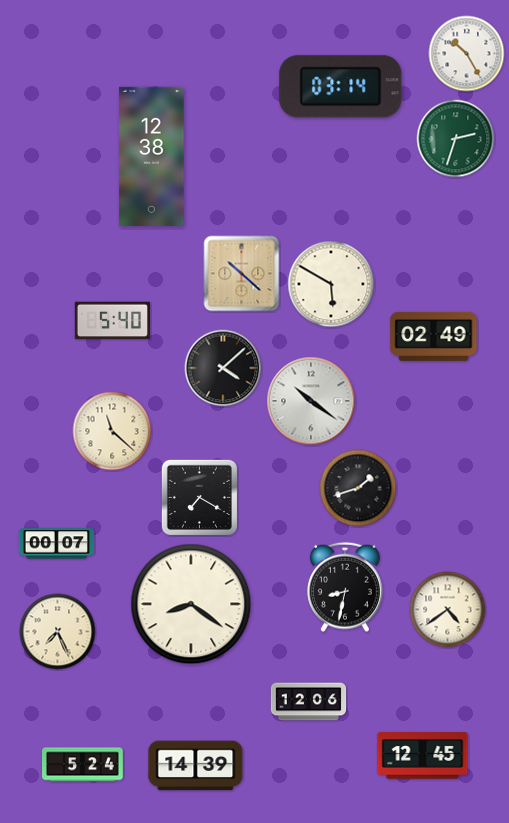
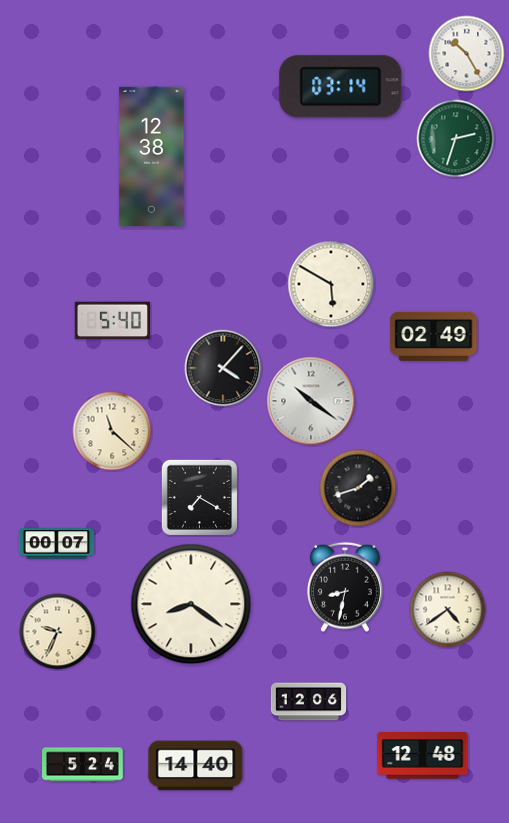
clock at (242, 274): 10:22 -> none
clock at (223, 368): 4:08 -> 4:07
clock at (58, 632): 7:26 -> 9:34
clock at (423, 756): 12:45 -> 12:48
clock at (196, 766): 14:39 -> 14:40
